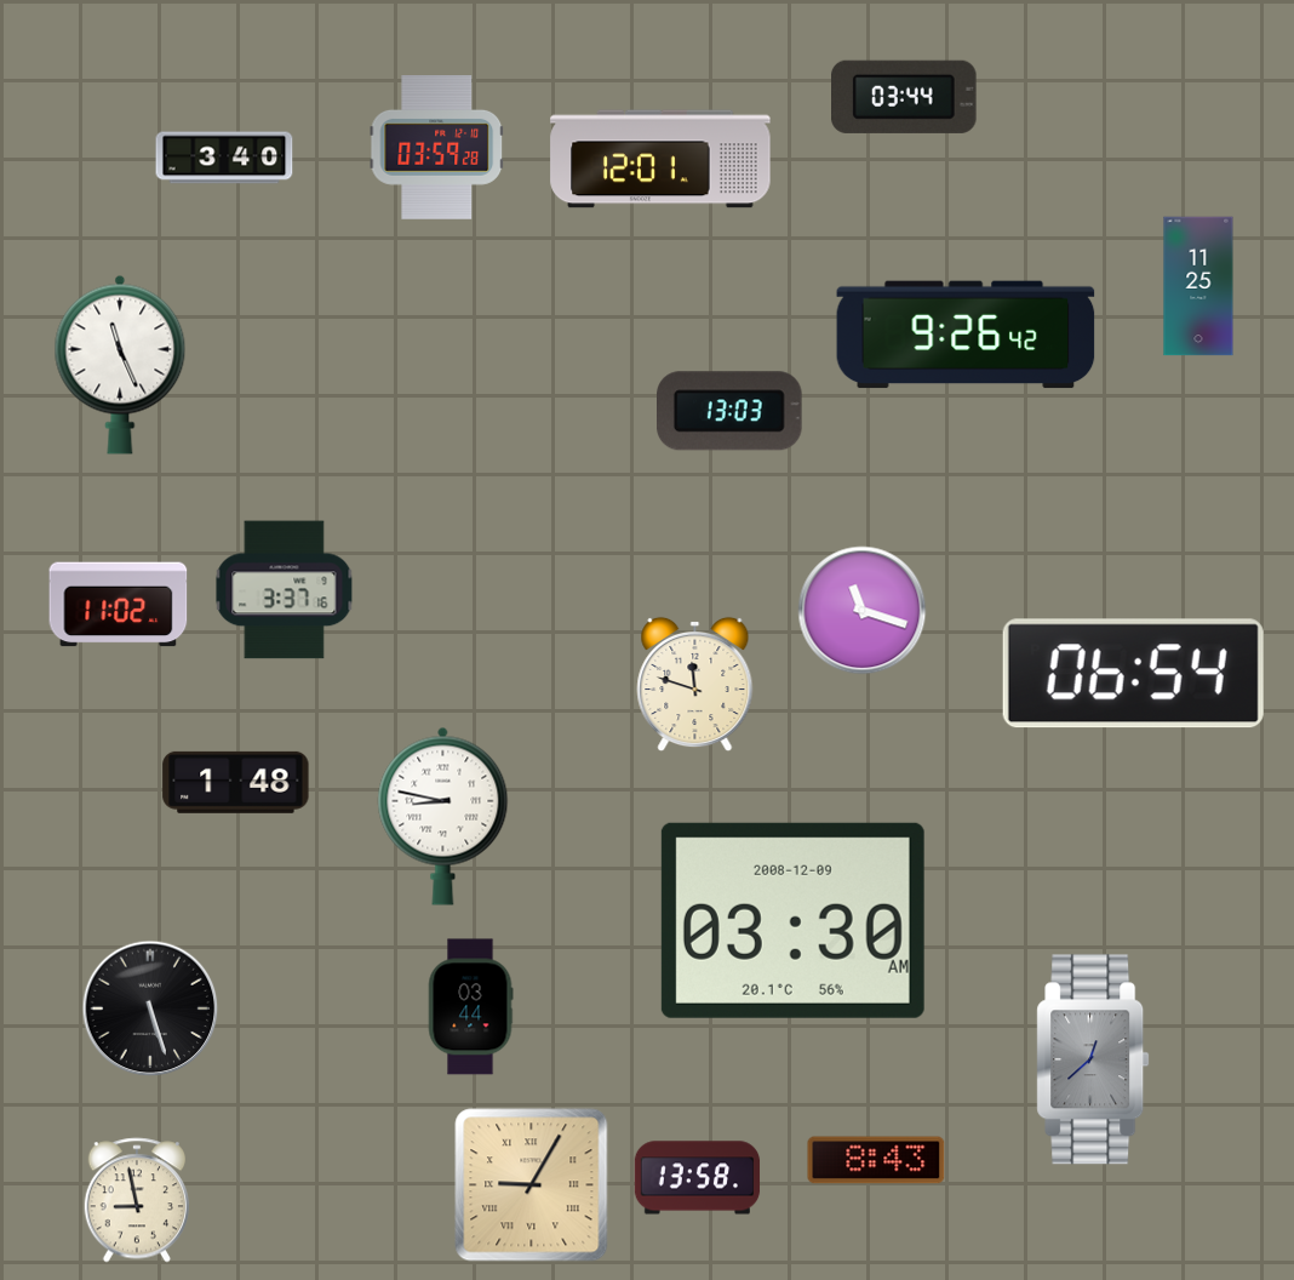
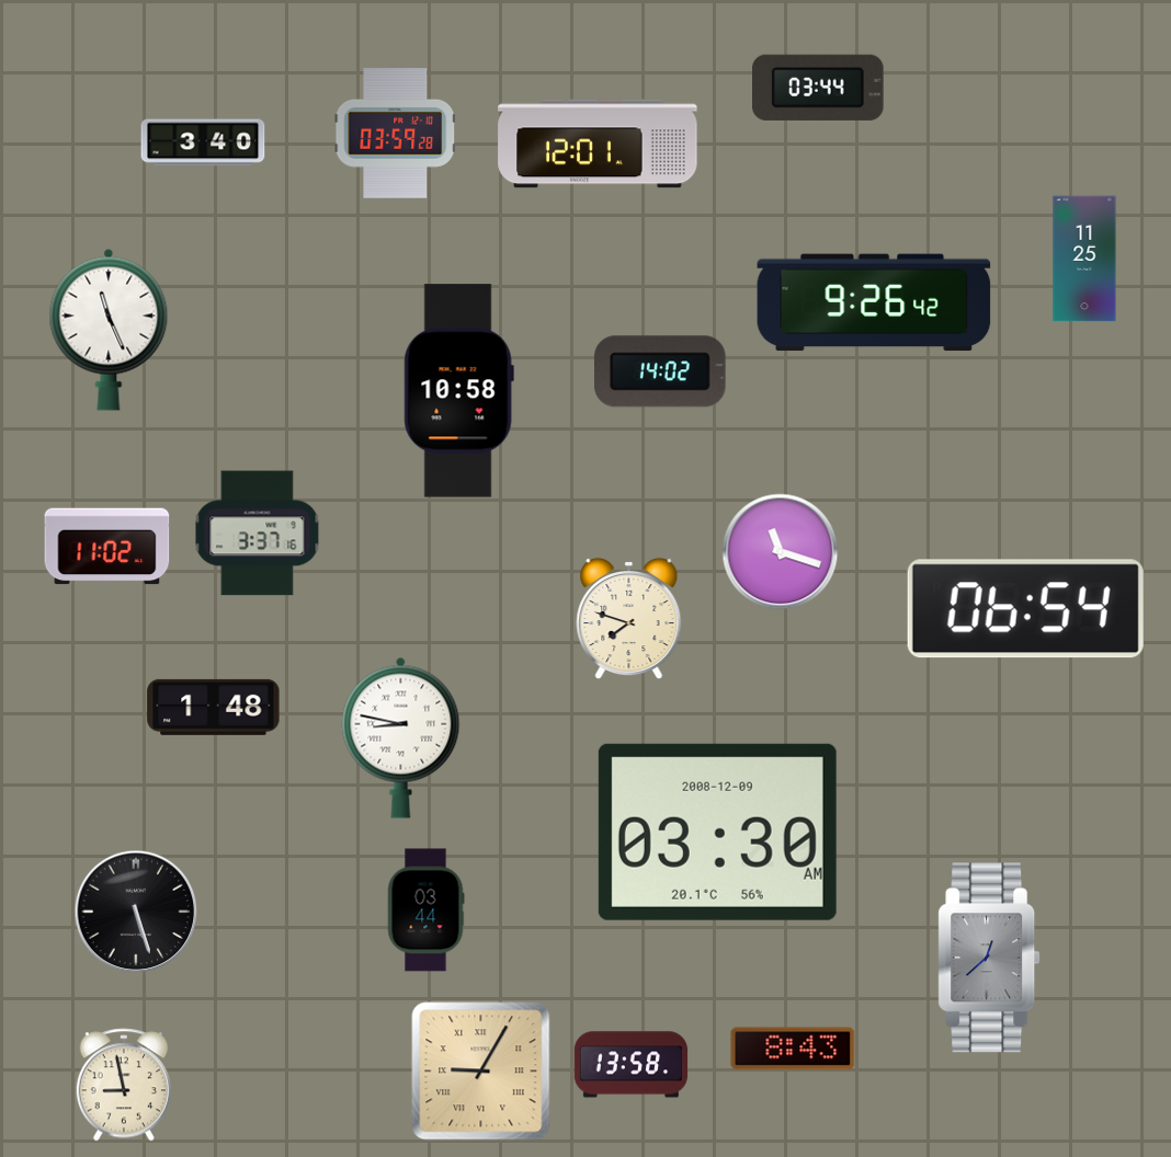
clock at (731, 411): 13:03 -> 14:02
clock at (458, 391): none -> 10:58
clock at (695, 685): 11:48 -> 7:48
